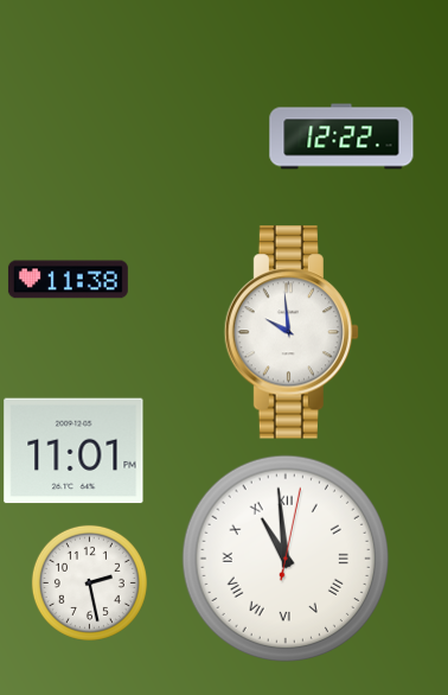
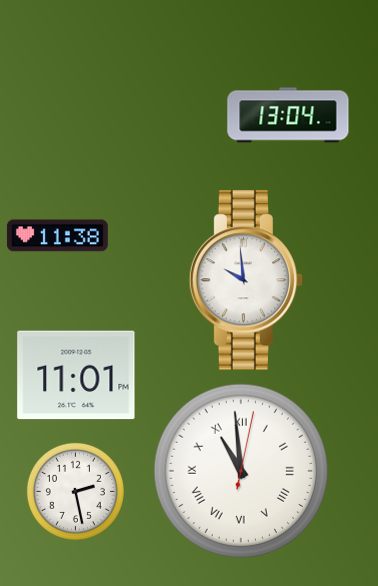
clock at (341, 136): 12:22 -> 13:04
clock at (73, 451) position: (73, 451) -> (76, 375)
